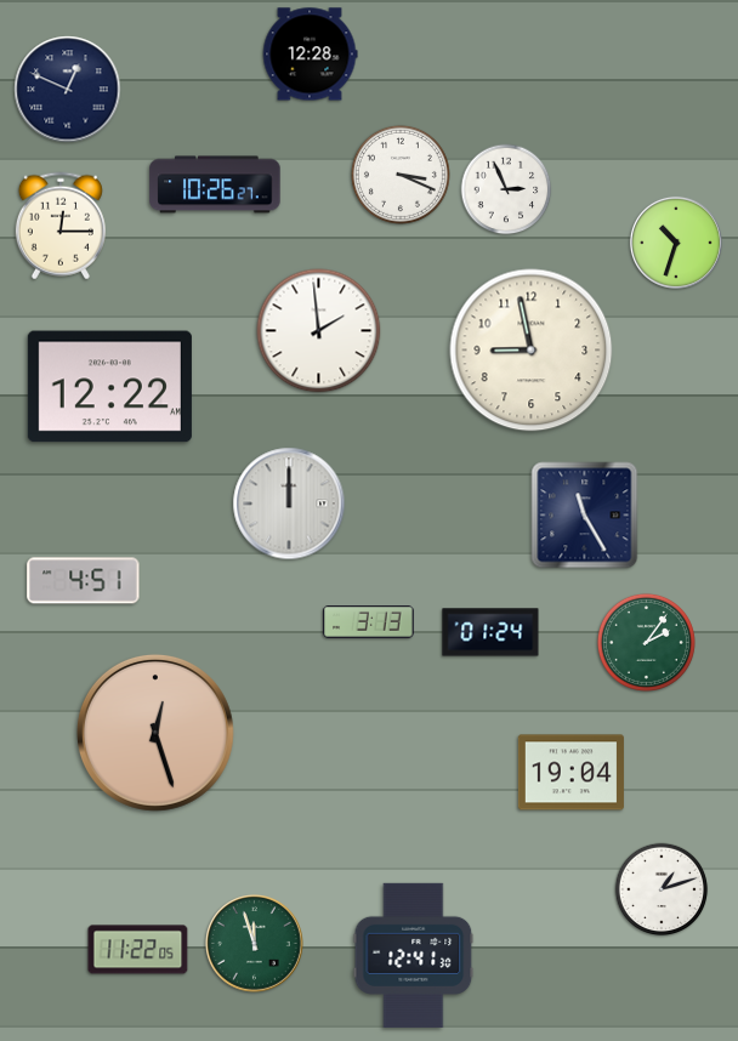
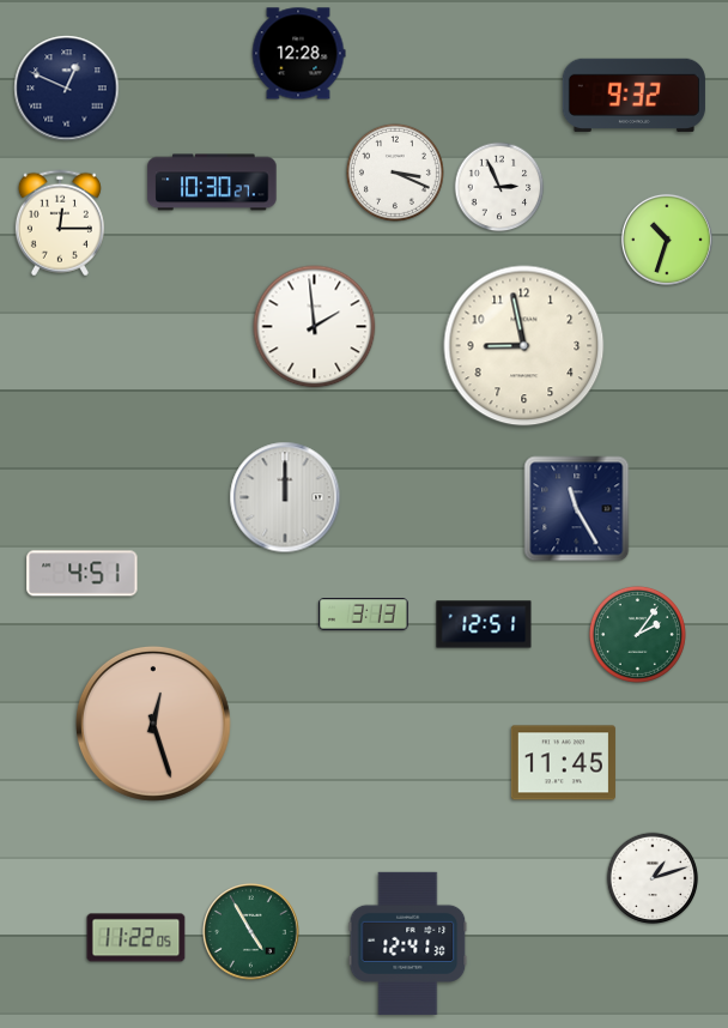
clock at (310, 55) position: (310, 55) -> (298, 54)
clock at (633, 95): none -> 9:32
clock at (215, 184): 10:26 -> 10:30
clock at (109, 387): 12:22 -> none
clock at (490, 632): 01:24 -> 12:51
clock at (570, 773): 19:04 -> 11:45
clock at (255, 944): 11:57 -> 4:55
